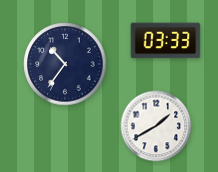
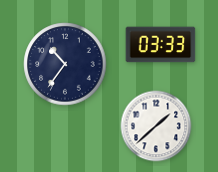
clock at (166, 41) position: (166, 41) -> (161, 45)
clock at (156, 126): 1:40 -> 1:38
